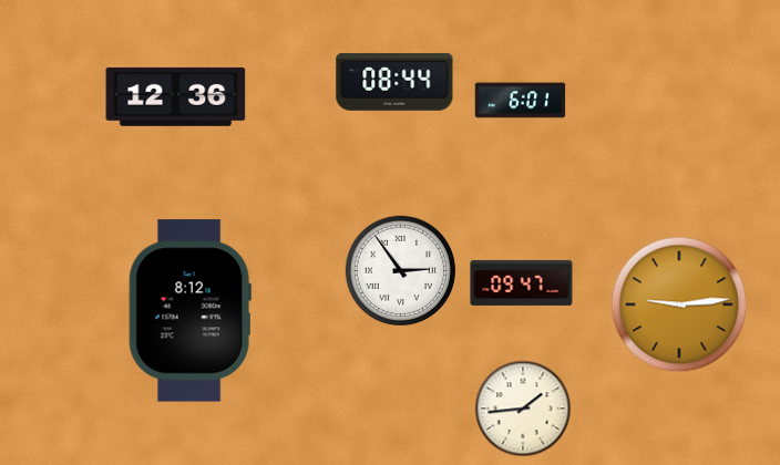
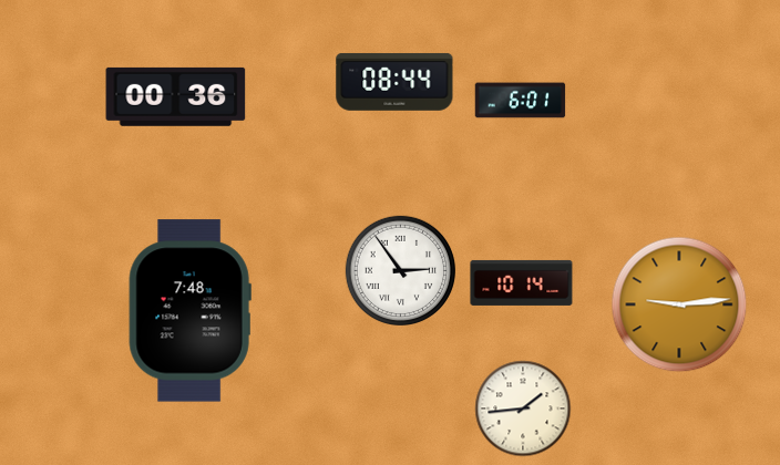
clock at (176, 96): 12:36 -> 00:36
clock at (522, 282): 09:47 -> 10:14
clock at (189, 311): 8:12 -> 7:48
